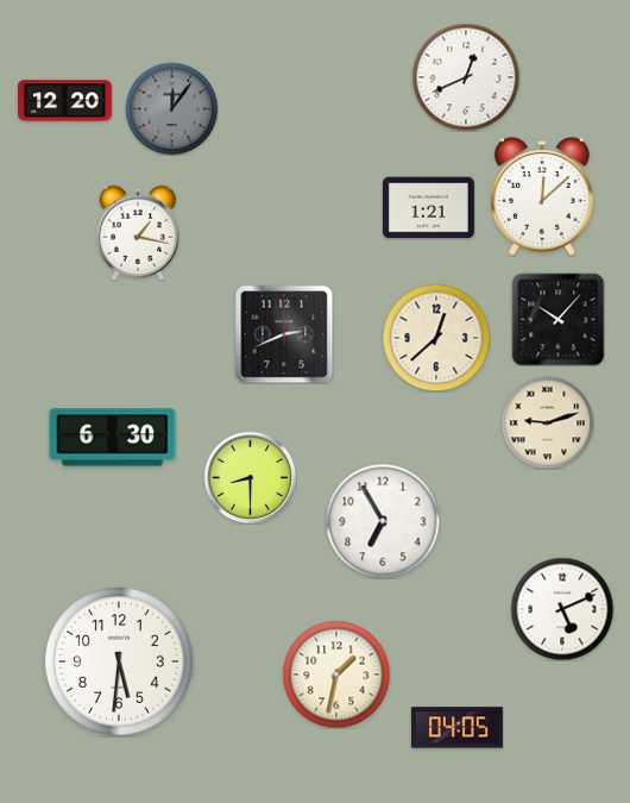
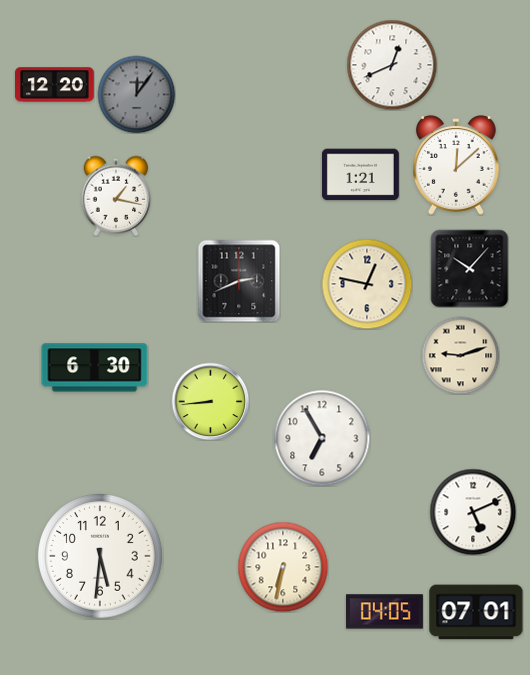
clock at (171, 108) position: (171, 108) -> (136, 94)
clock at (436, 338): 12:38 -> 12:47
clock at (250, 477): 8:30 -> 8:44
clock at (336, 675): 1:32 -> 6:32
clock at (476, 612): none -> 07:01
